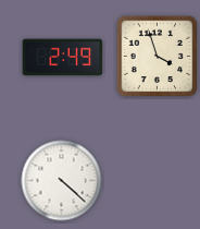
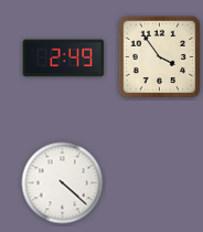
clock at (158, 57): 3:57 -> 3:54
